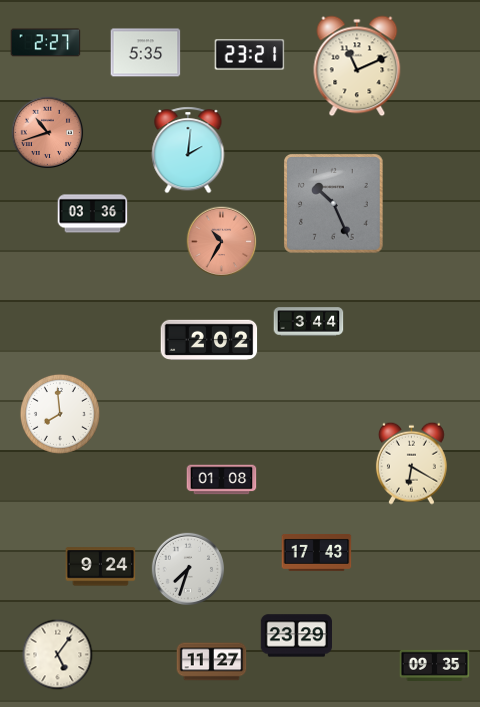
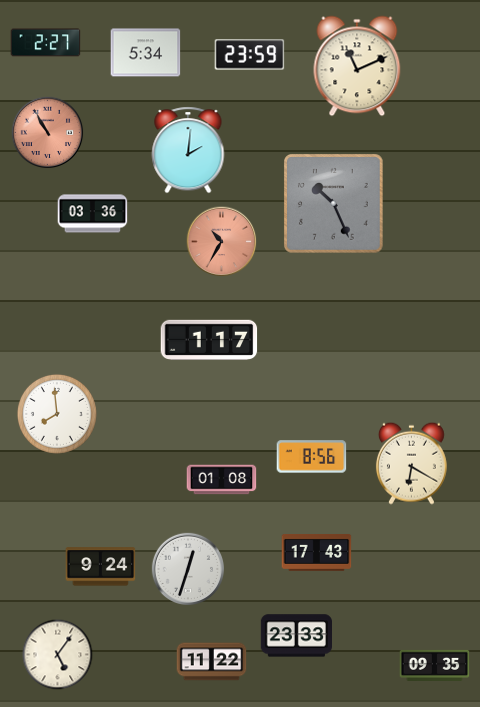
clock at (146, 53): 5:35 -> 5:34
clock at (250, 55): 23:21 -> 23:59
clock at (48, 133): 10:42 -> 10:55
clock at (309, 322): 3:44 -> none
clock at (209, 339): 2:02 -> 1:17
clock at (60, 414) position: (60, 414) -> (57, 414)
clock at (312, 457): none -> 8:56
clock at (187, 568): 7:33 -> 12:33
clock at (296, 636): 23:29 -> 23:33
clock at (212, 662): 11:27 -> 11:22
